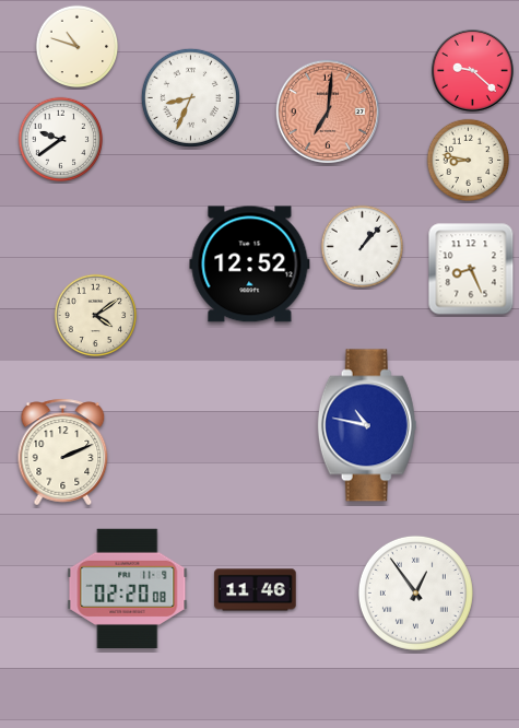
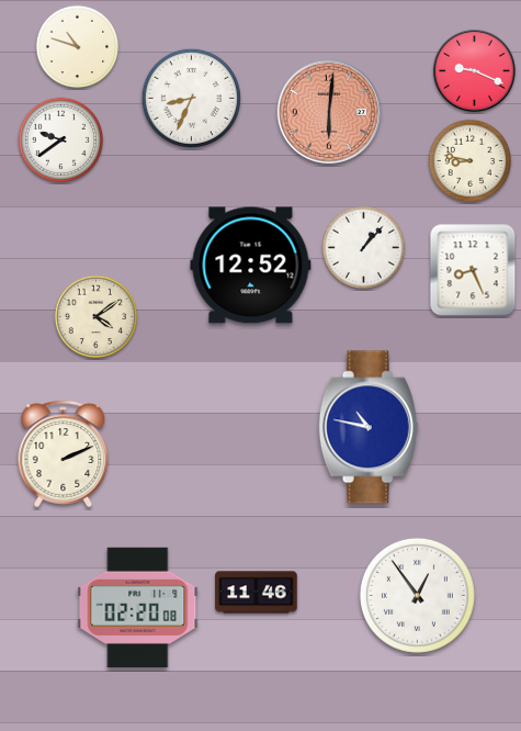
clock at (472, 70): 9:22 -> 9:19
clock at (328, 111): 7:01 -> 6:01
clock at (128, 588) position: (128, 588) -> (138, 607)
